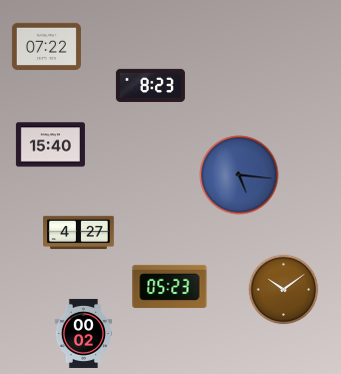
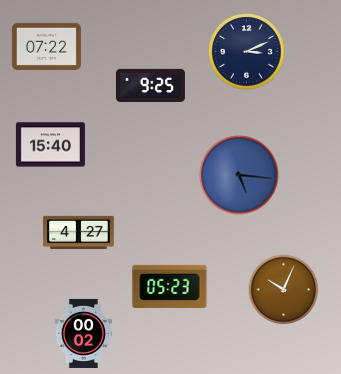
clock at (247, 52): none -> 3:11
clock at (150, 85): 8:23 -> 9:25
clock at (284, 290): 10:09 -> 10:04
